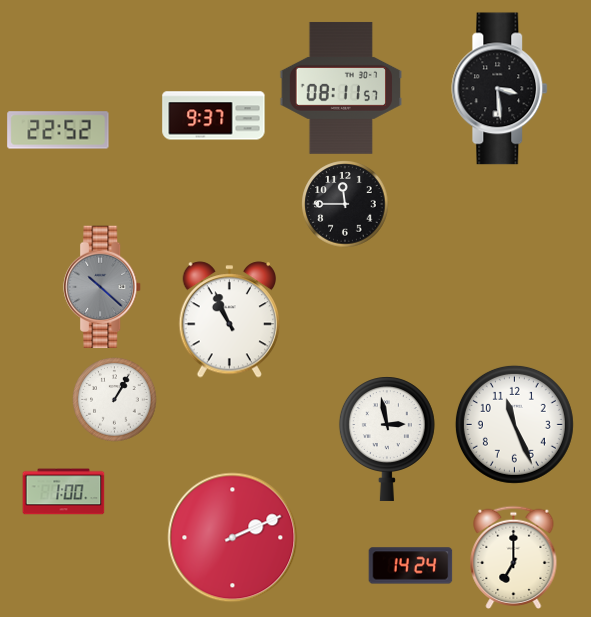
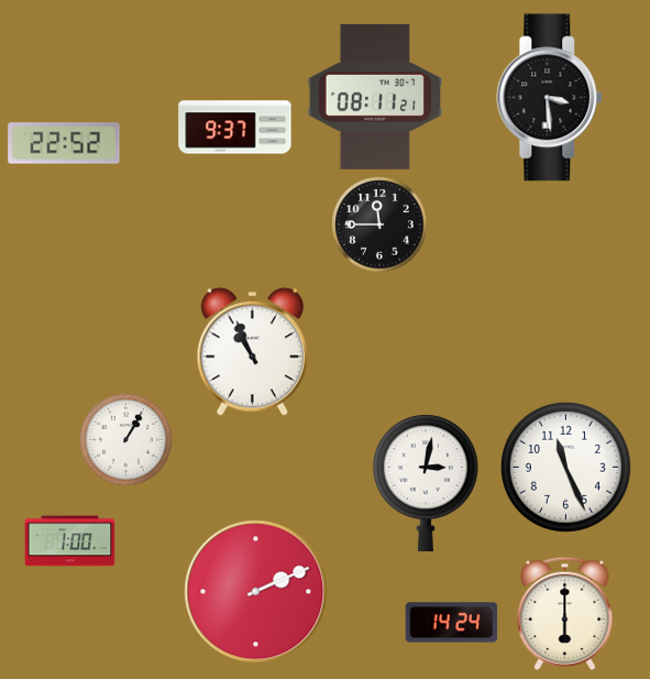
clock at (340, 88): 08:11:57 -> 08:11:21
clock at (103, 287): 10:22 -> none
clock at (387, 439): 2:58 -> 3:02
clock at (514, 557): 7:00 -> 6:00
